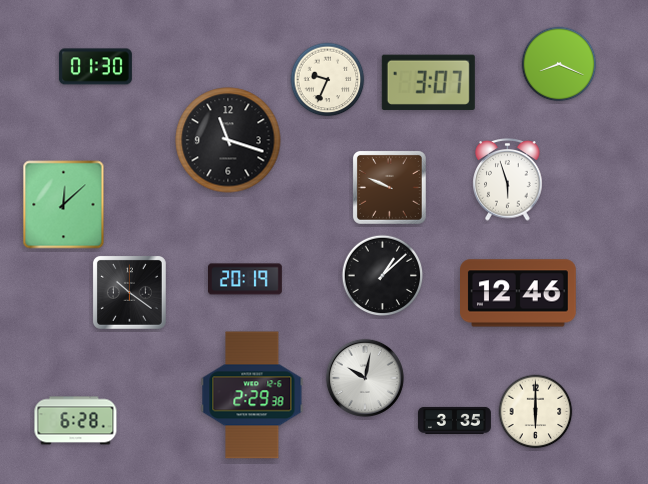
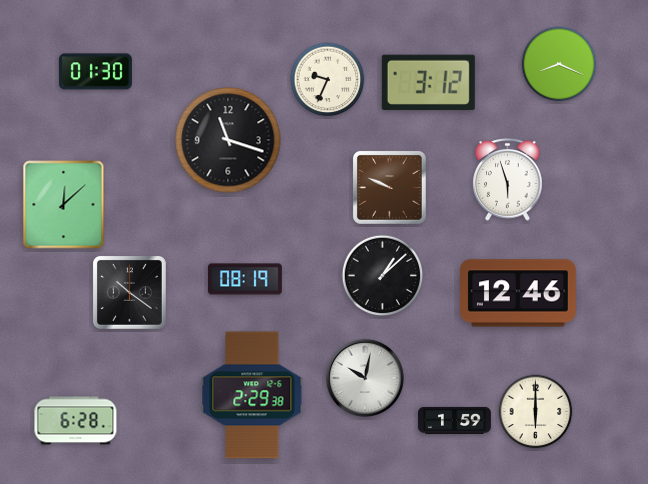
clock at (95, 67) position: (95, 67) -> (95, 72)
clock at (428, 82): 3:07 -> 3:12
clock at (246, 279): 20:19 -> 08:19
clock at (454, 420): 3:35 -> 1:59
